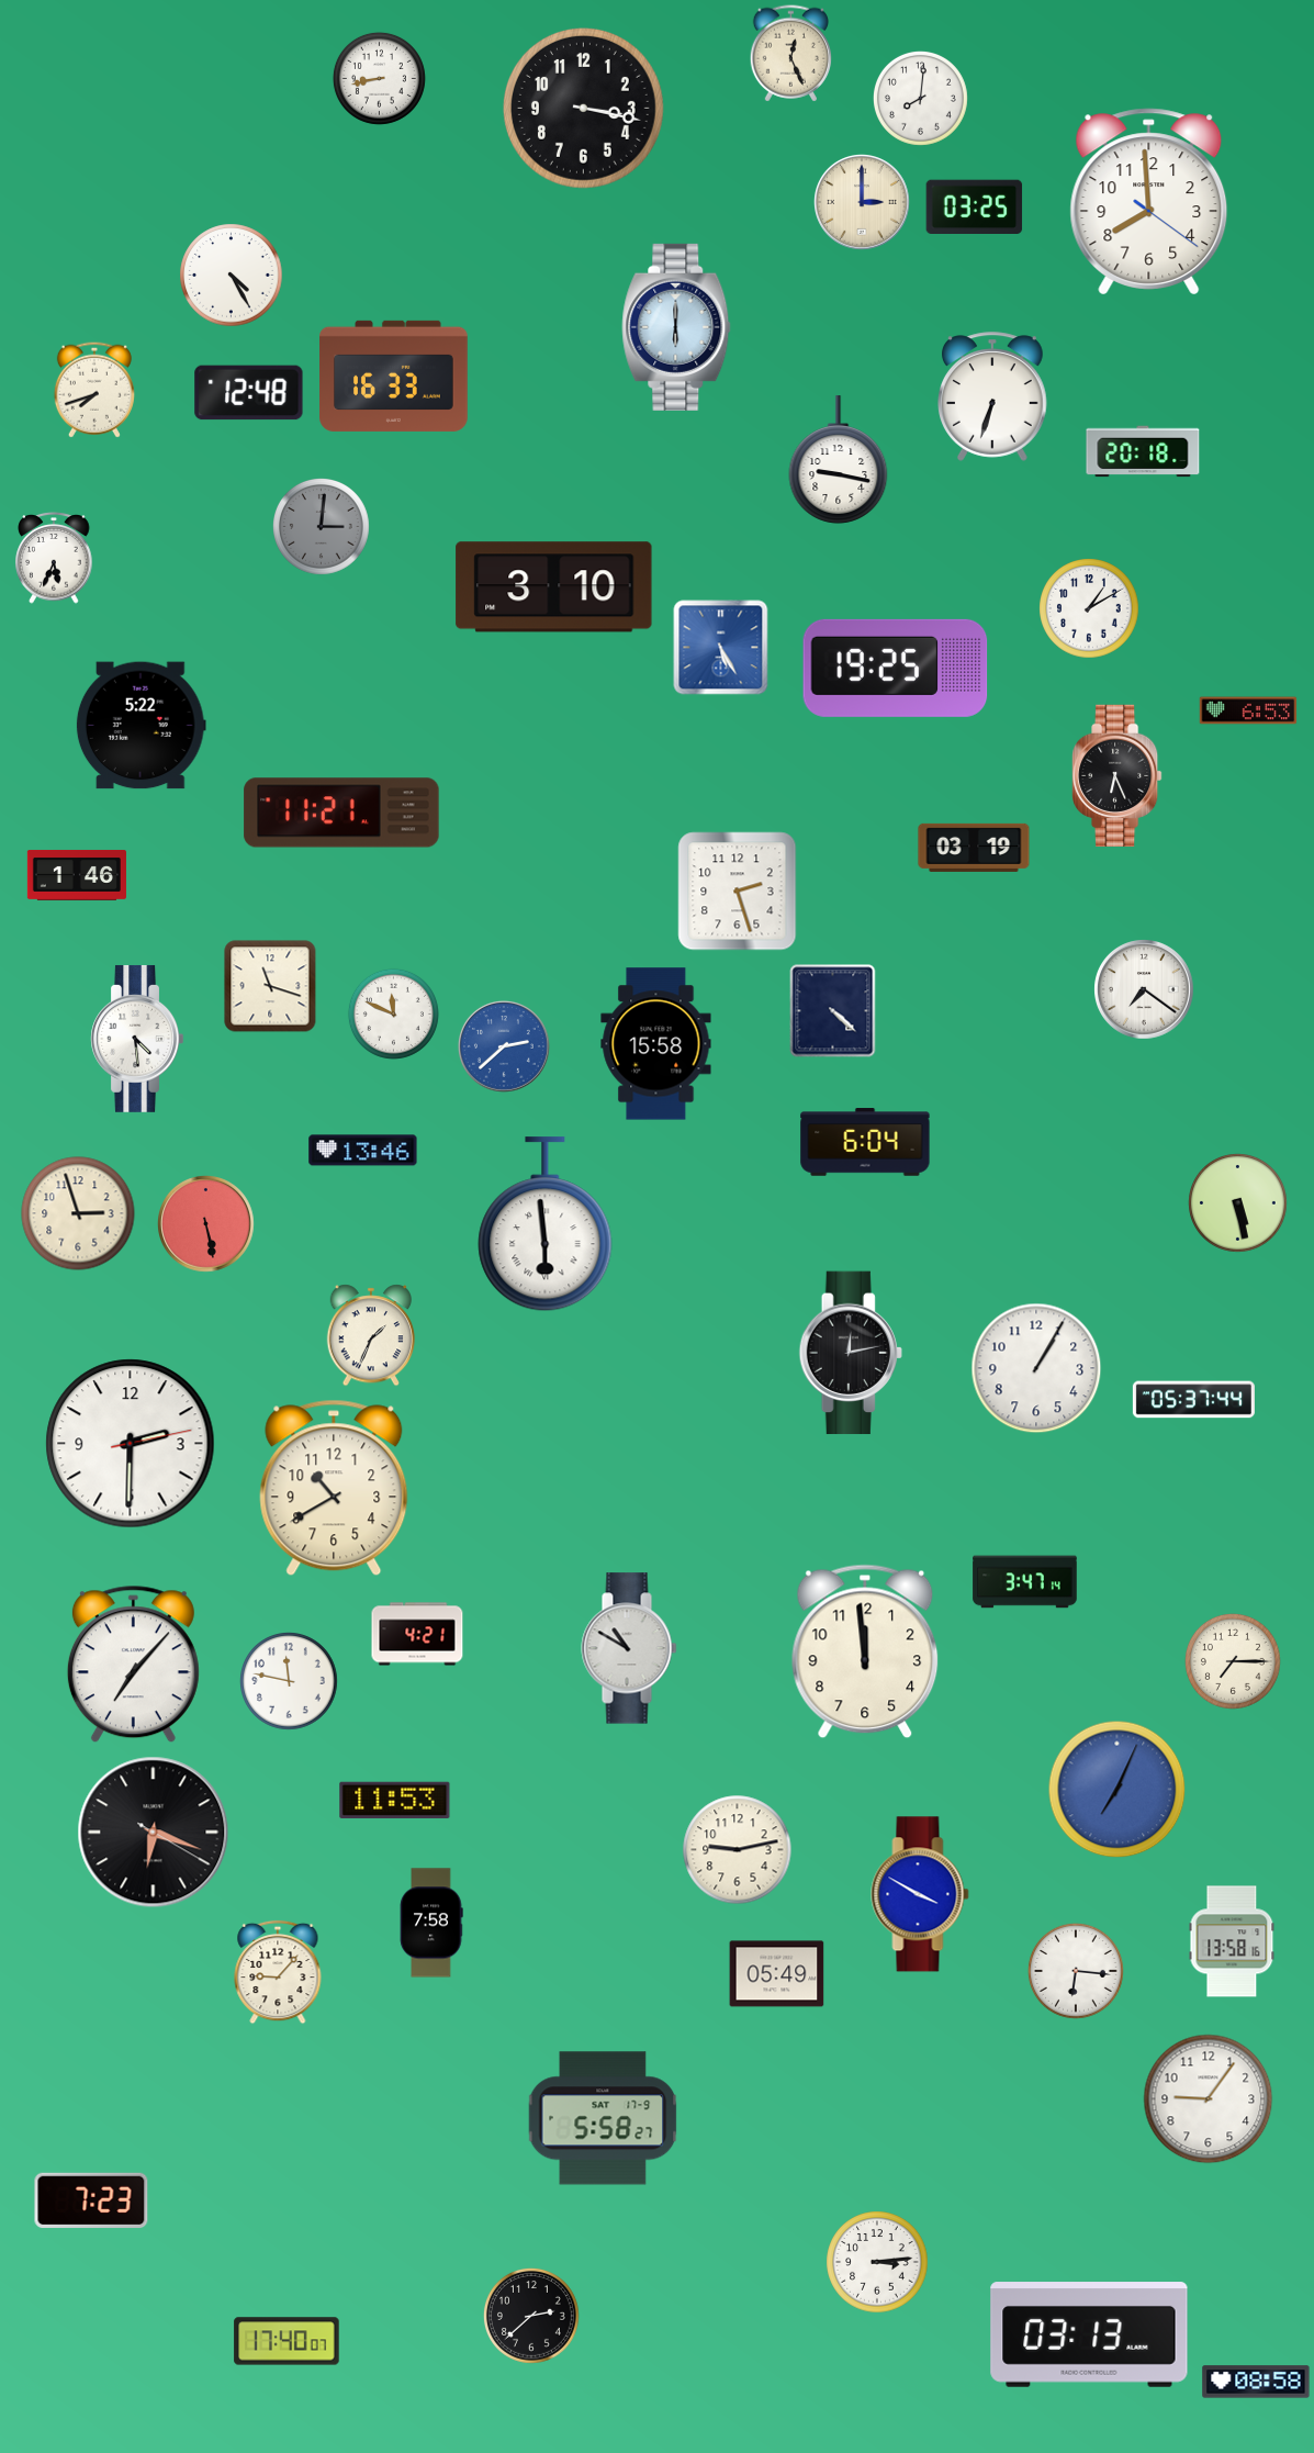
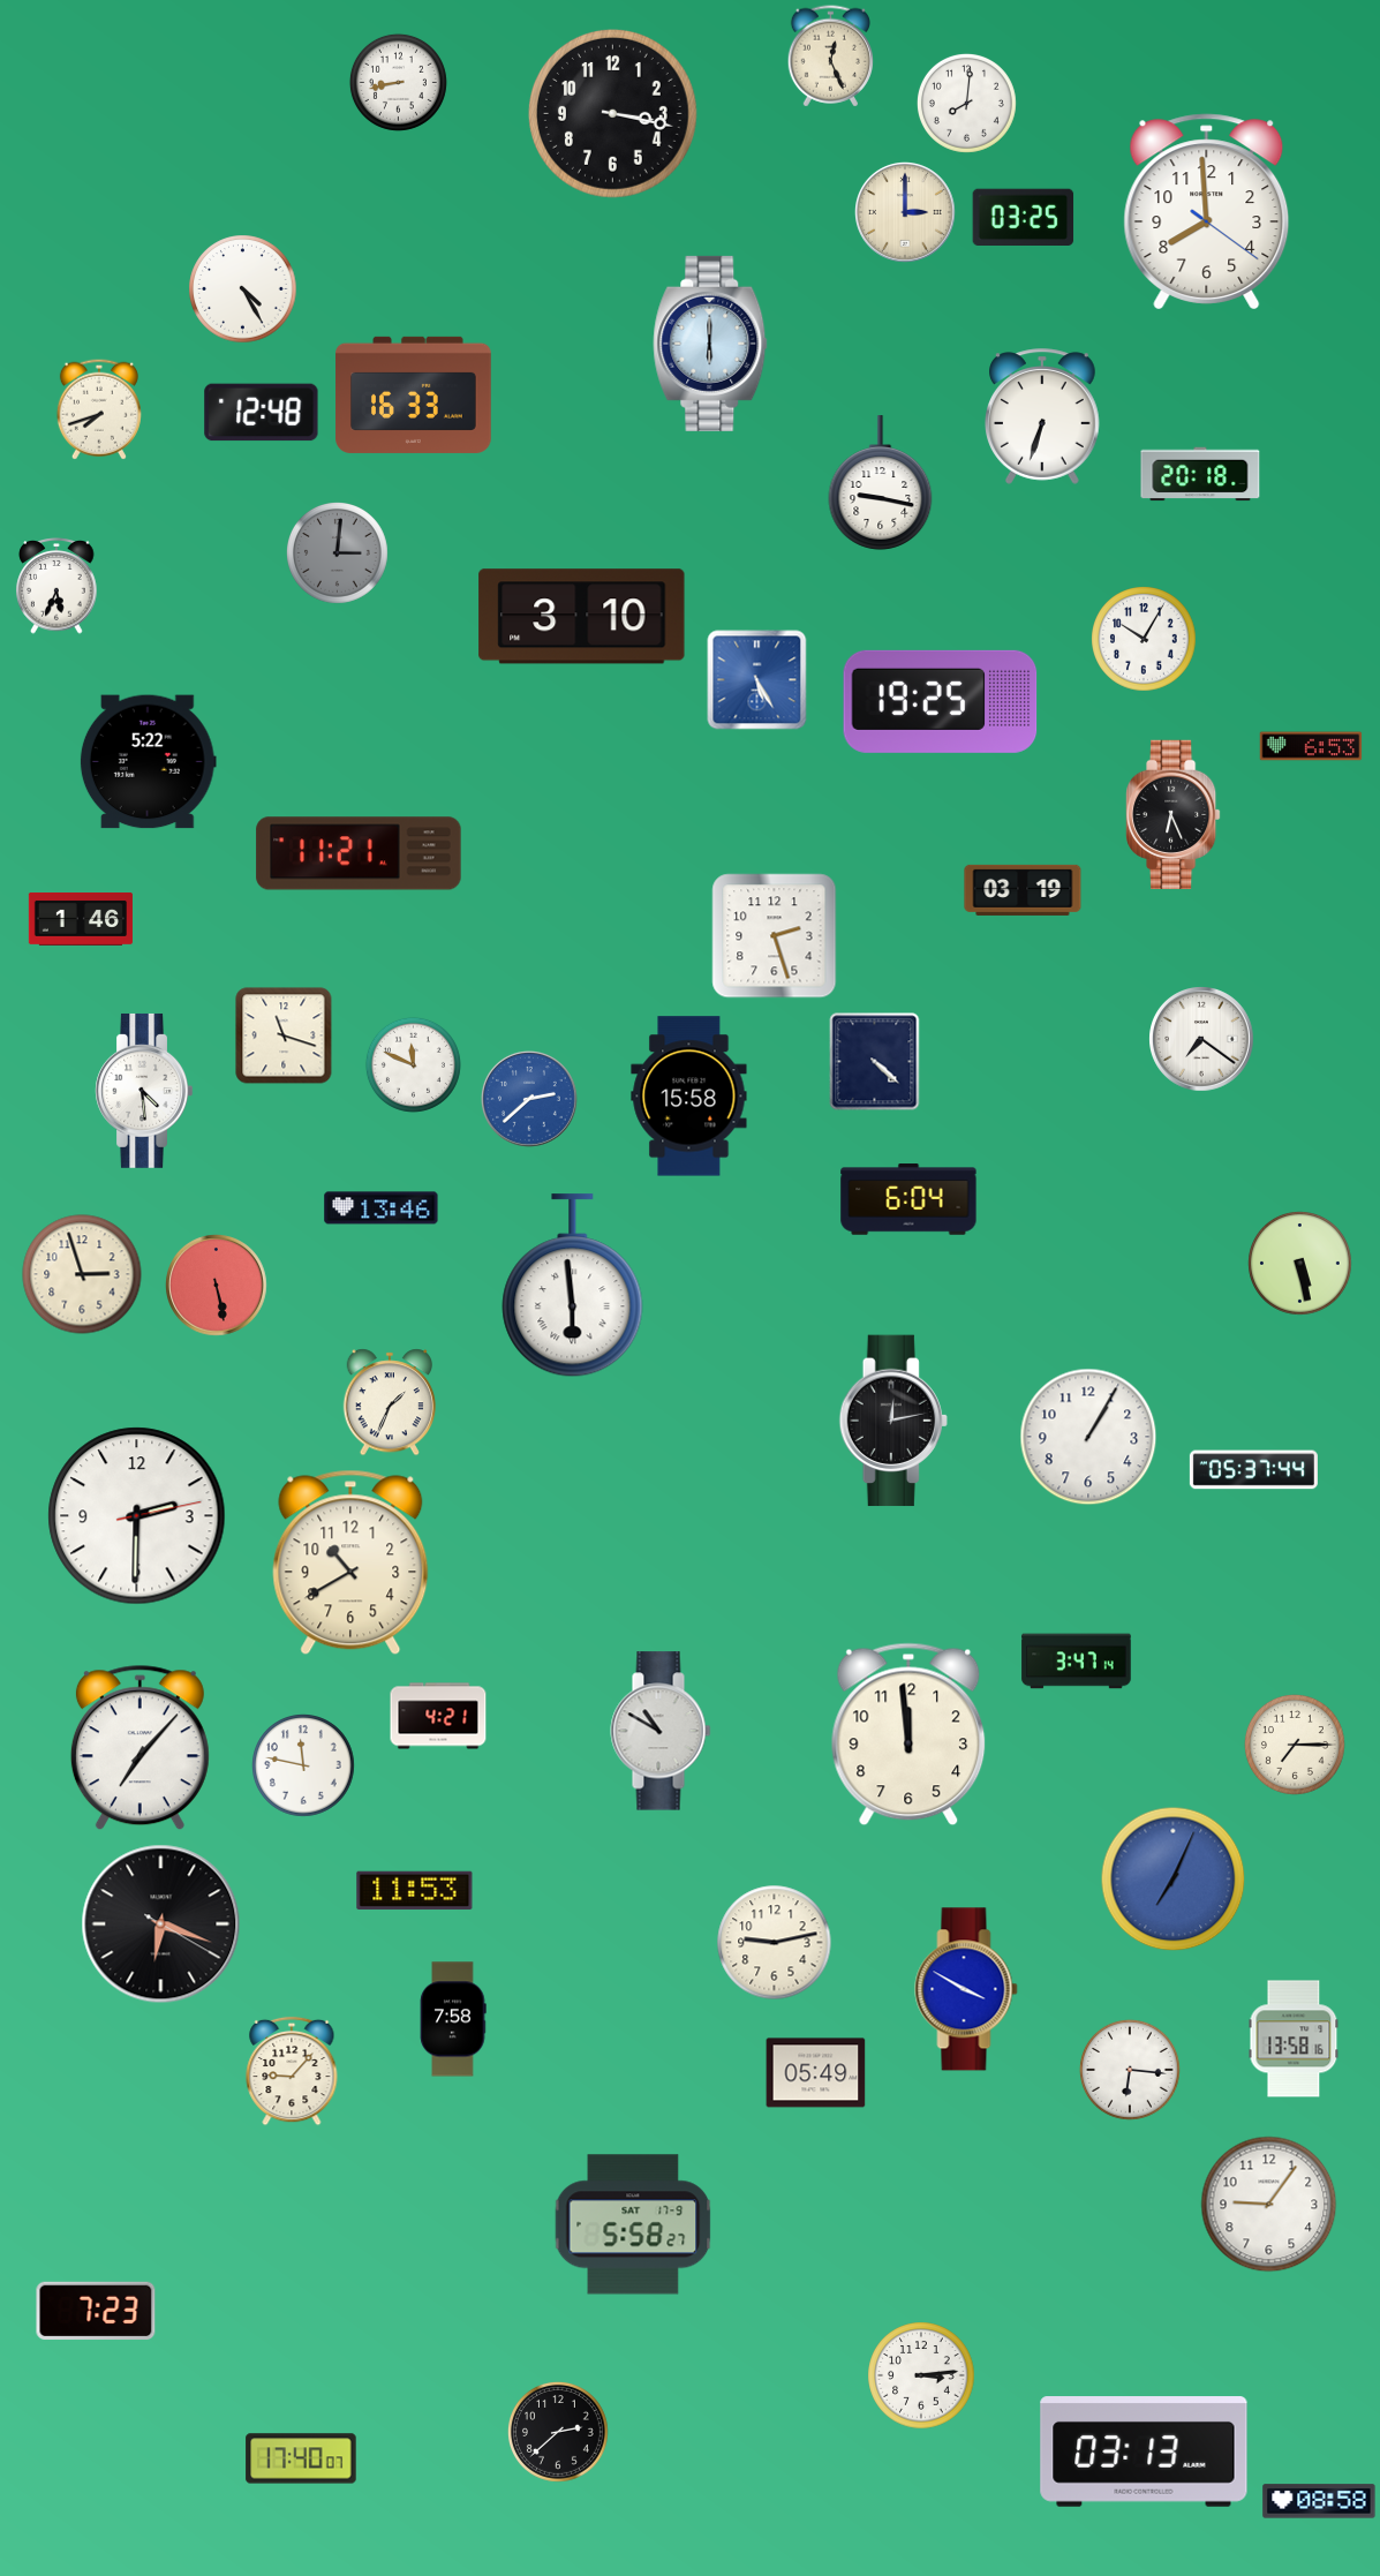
clock at (1089, 608): 1:10 -> 10:05
